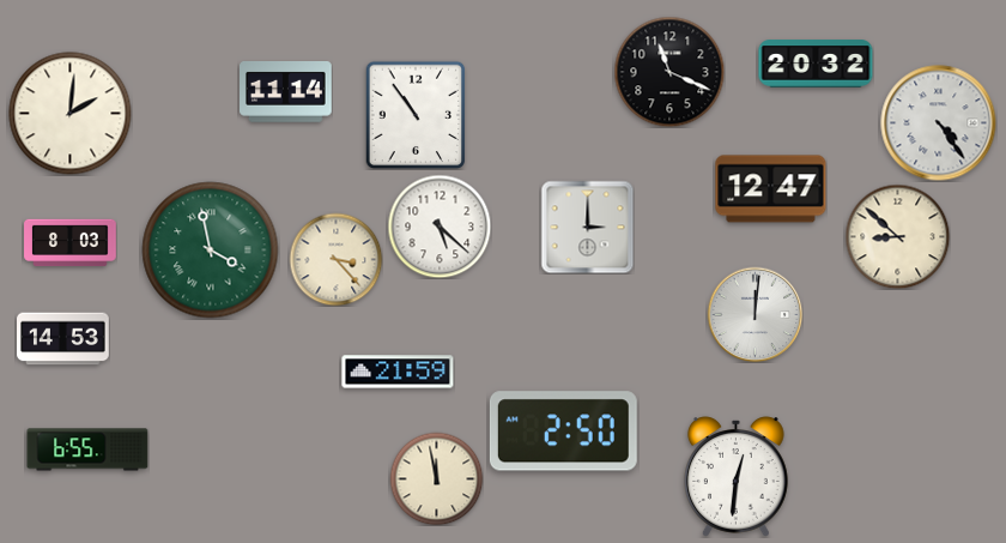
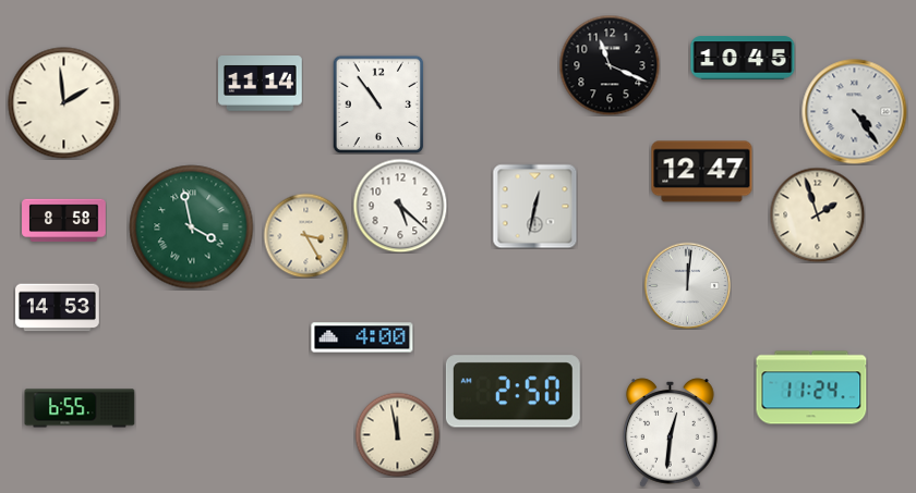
clock at (816, 64): 20:32 -> 10:45
clock at (71, 114): 2:01 -> 1:59
clock at (587, 227): 3:00 -> 12:32
clock at (897, 236): 8:52 -> 1:57
clock at (71, 243): 8:03 -> 8:58
clock at (335, 259): 3:23 -> 3:25
clock at (398, 372): 21:59 -> 4:00
clock at (811, 387): none -> 11:24
